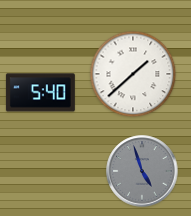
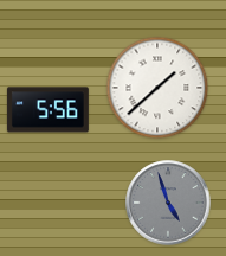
clock at (40, 93): 5:40 -> 5:56
